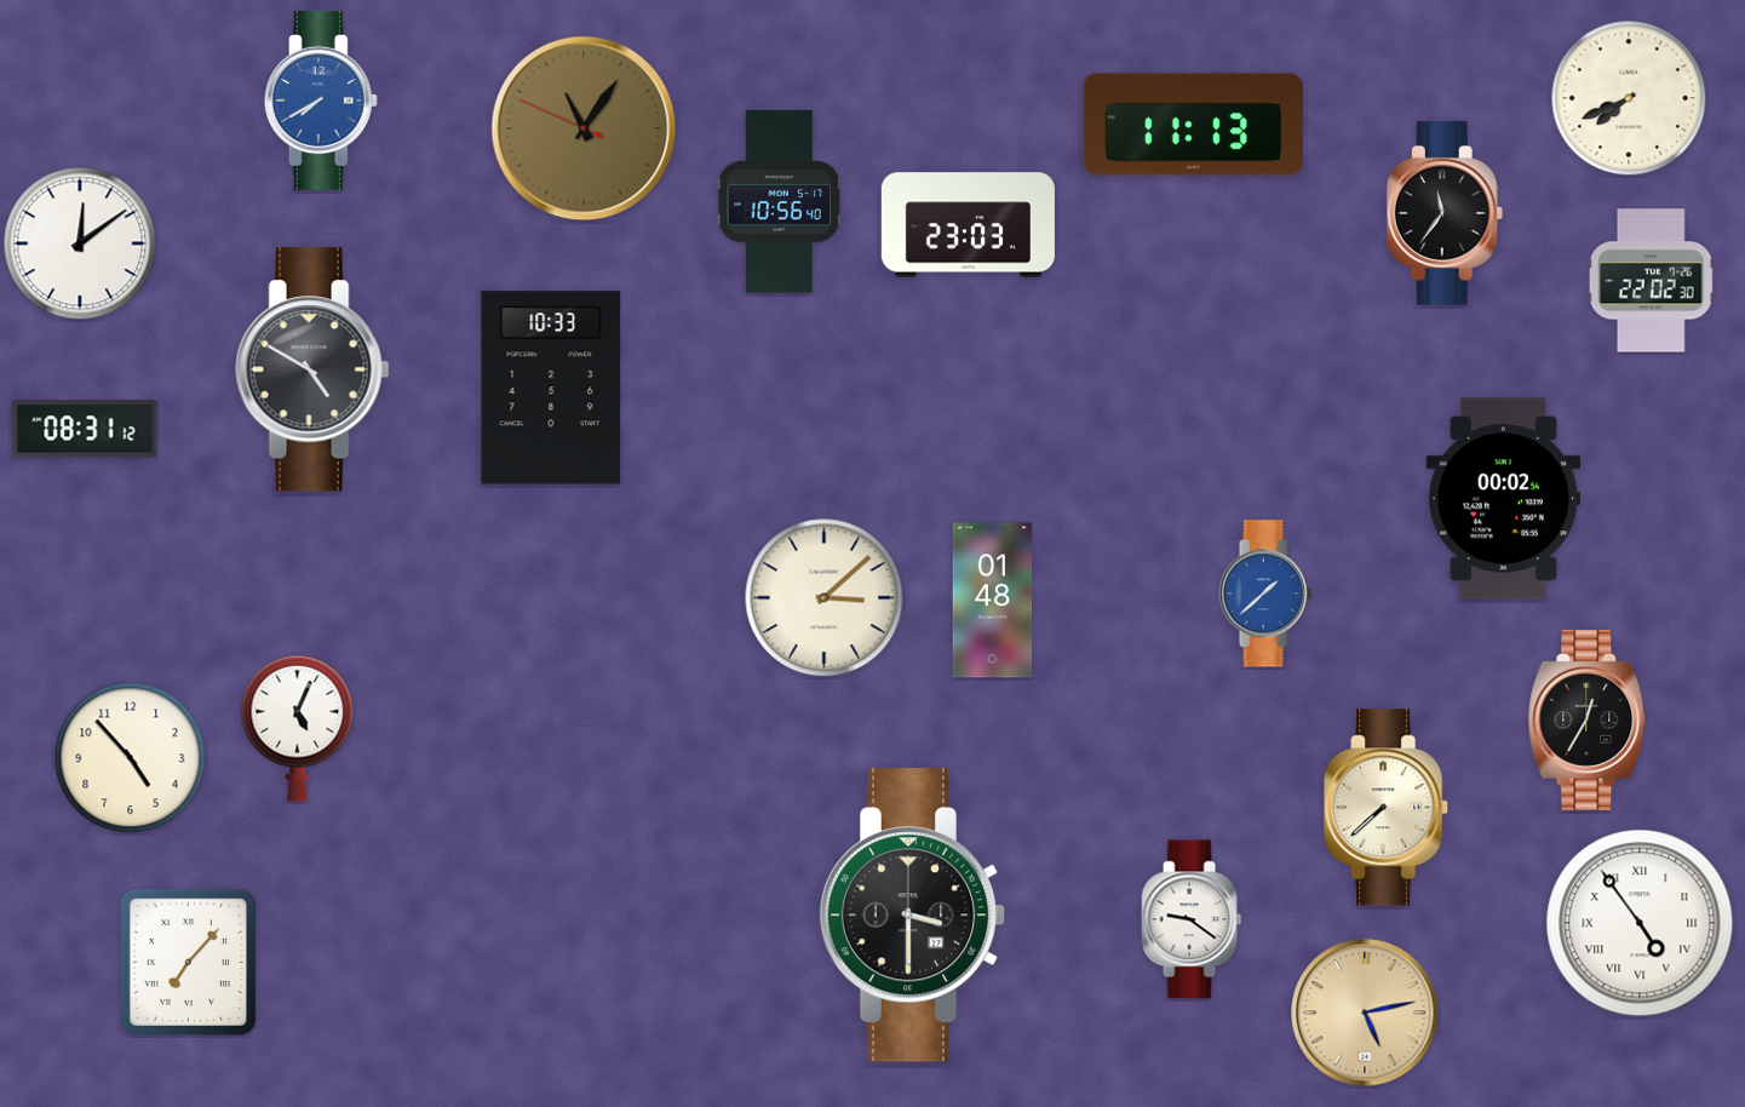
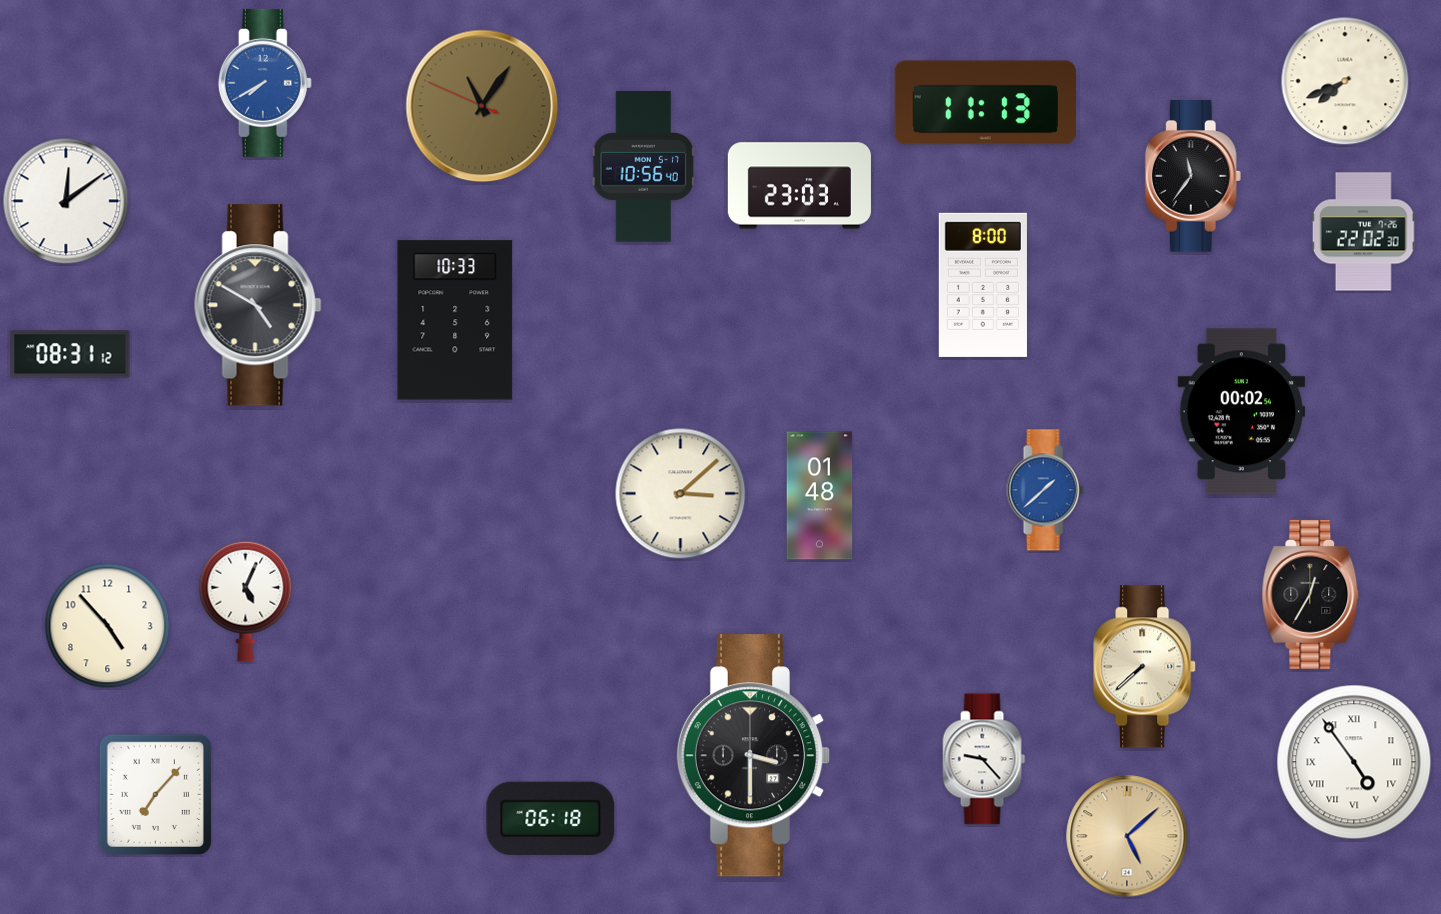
clock at (983, 285): none -> 8:00
clock at (1192, 919): 9:21 -> 9:23
clock at (551, 818): none -> 06:18
clock at (1365, 1013): 5:13 -> 5:08
